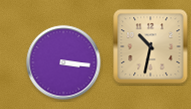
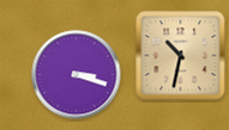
clock at (64, 63): 3:16 -> 3:18
